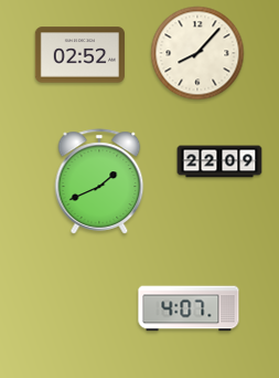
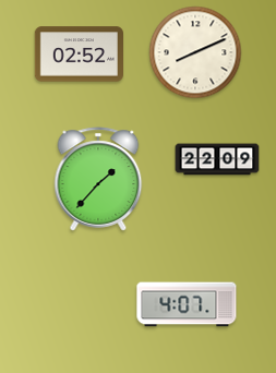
clock at (197, 53): 8:07 -> 8:11
clock at (99, 181): 1:41 -> 1:37
